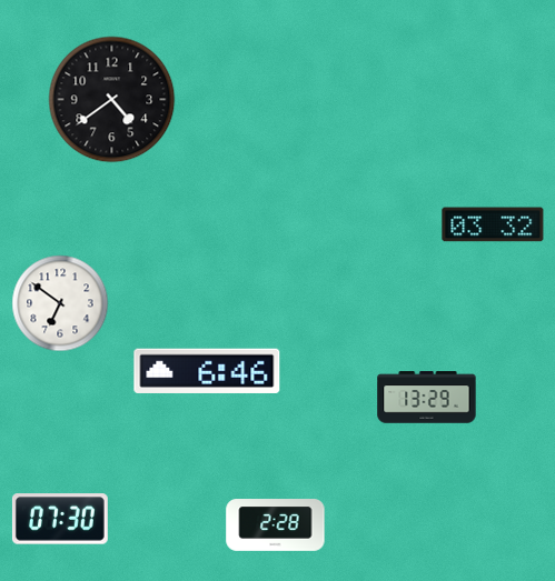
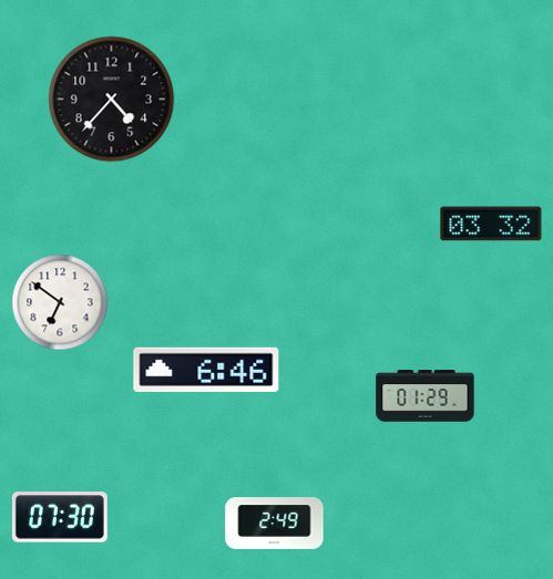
clock at (112, 100): 4:39 -> 4:37
clock at (427, 398): 13:29 -> 01:29
clock at (276, 525): 2:28 -> 2:49
